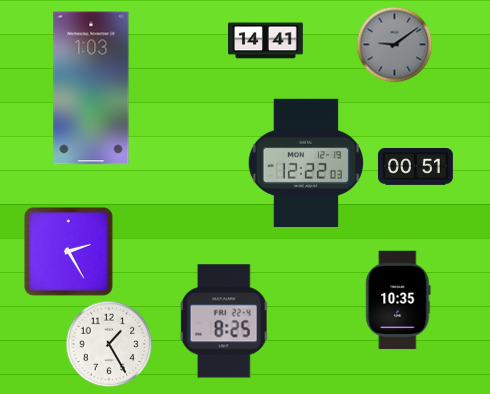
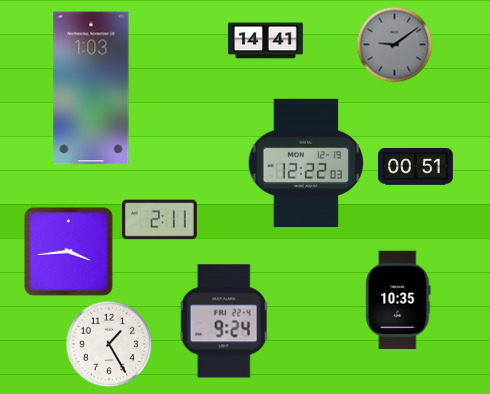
clock at (159, 220): none -> 2:11
clock at (69, 252): 2:25 -> 3:44
clock at (224, 321): 8:25 -> 9:24
